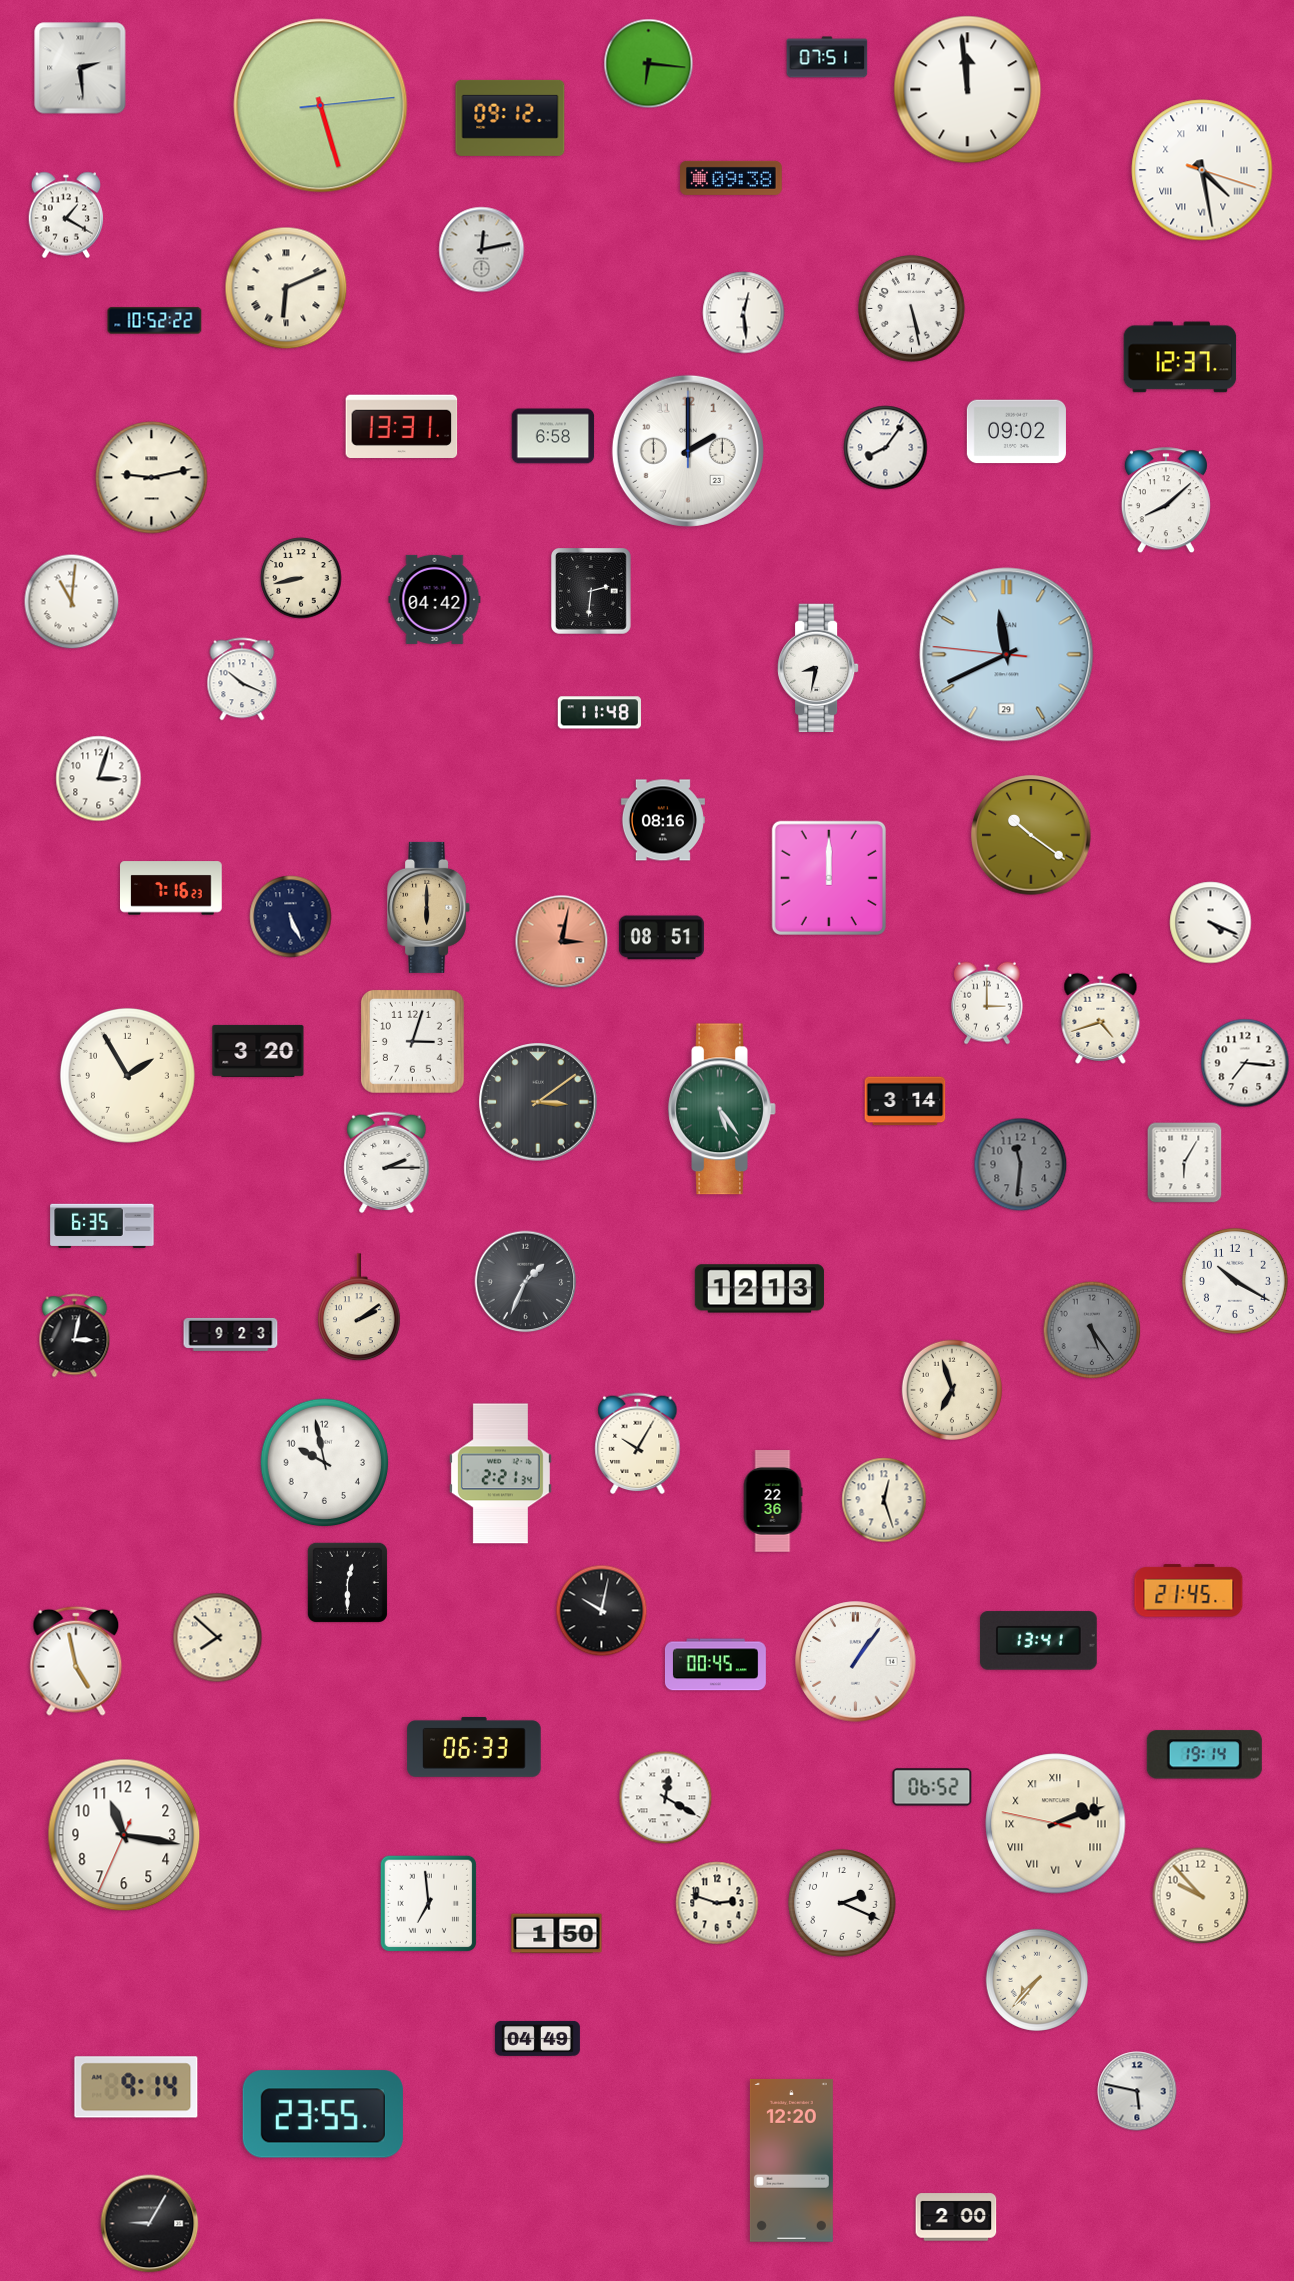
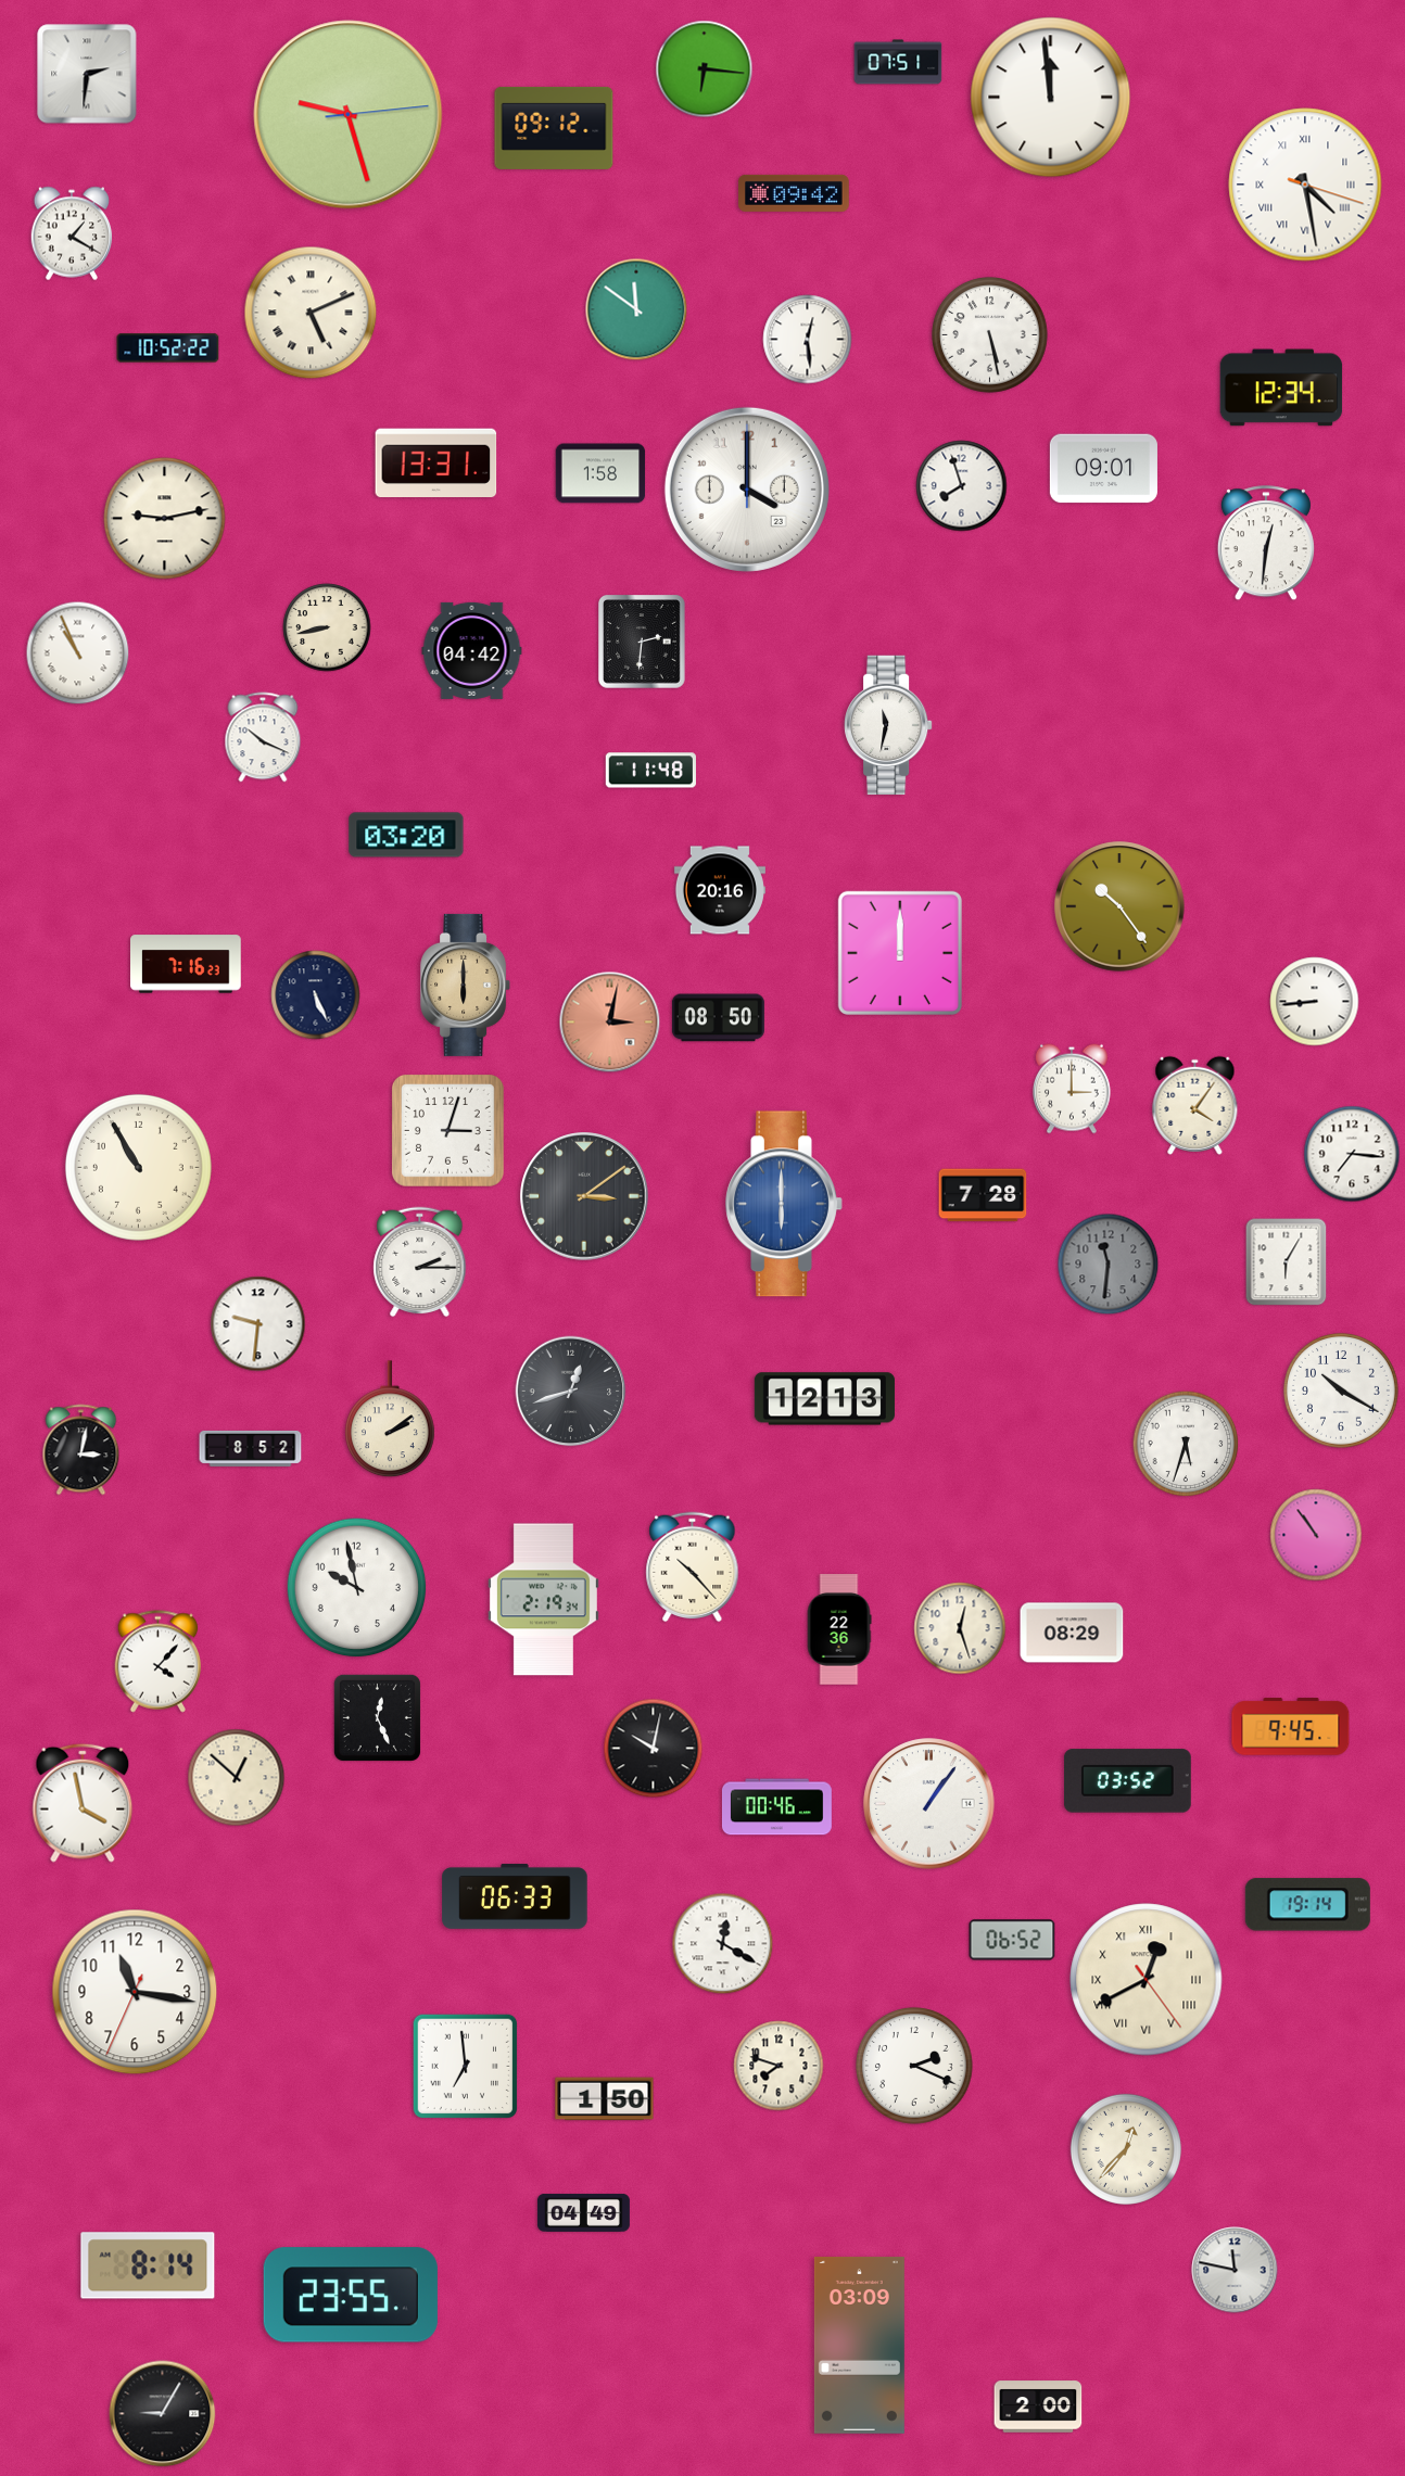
clock at (80, 68): 2:29 -> 2:31
clock at (321, 106): 5:27 -> 9:27
clock at (731, 178): 09:38 -> 09:42
clock at (482, 250): 12:13 -> none
clock at (636, 309): none -> 11:51
clock at (286, 288): 6:11 -> 5:11
clock at (1180, 357): 12:37 -> 12:34
clock at (1016, 432): 09:02 -> 09:01
clock at (553, 436): 6:58 -> 1:58
clock at (886, 448): 8:06 -> 7:57
clock at (688, 451): 2:00 -> 4:00
clock at (1166, 501): 8:08 -> 12:31
clock at (72, 602): 11:01 -> 10:56
clock at (1007, 655): 11:40 -> none
clock at (818, 668): 8:32 -> 11:32
clock at (599, 713) position: (599, 713) -> (650, 771)
clock at (406, 835): none -> 03:20
clock at (99, 779): 3:03 -> none
clock at (663, 820): 08:16 -> 20:16
clock at (1031, 835): 10:21 -> 10:24
clock at (1211, 923): 4:19 -> 8:44
clock at (661, 938): 08:51 -> 08:50
clock at (1101, 1018): 4:42 -> 4:06
clock at (258, 1051): 3:20 -> none
clock at (127, 1075): 1:55 -> 10:55
clock at (905, 1101): 3:14 -> 7:28
clock at (722, 1109): 5:24 -> 6:00
clock at (722, 1109) dial: green -> blue
clock at (258, 1324): none -> 9:31
clock at (102, 1226): 6:35 -> none
clock at (526, 1282): 1:34 -> 12:42
clock at (1092, 1330): 5:24 -> 5:33
clock at (1092, 1330) dial: grey -> white
clock at (231, 1334): 9:23 -> 8:52
clock at (951, 1389): 6:57 -> none
clock at (1316, 1535): none -> 10:54
clock at (638, 1444): 10:05 -> 10:23
clock at (325, 1463) position: (325, 1463) -> (357, 1588)
clock at (500, 1474): 2:21 -> 2:19
clock at (1072, 1633): none -> 08:29
clock at (159, 1662): none -> 4:07
clock at (347, 1582): 12:30 -> 12:26
clock at (1189, 1591): 21:45 -> 9:45
clock at (218, 1638): 7:52 -> 12:52
clock at (1038, 1641): 13:41 -> 03:52
clock at (76, 1661): 4:58 -> 3:58
clock at (715, 1665): 00:45 -> 00:46
clock at (666, 1798) position: (666, 1798) -> (723, 1944)
clock at (1056, 1824): 2:11 -> 12:40
clock at (1201, 1896): 9:53 -> none
clock at (717, 1903): 2:48 -> 7:48
clock at (1037, 1980): 7:37 -> 12:37
clock at (136, 2087): 9:14 -> 8:14
clock at (1137, 2091): 5:47 -> 11:47
clock at (791, 2160): 12:20 -> 03:09
